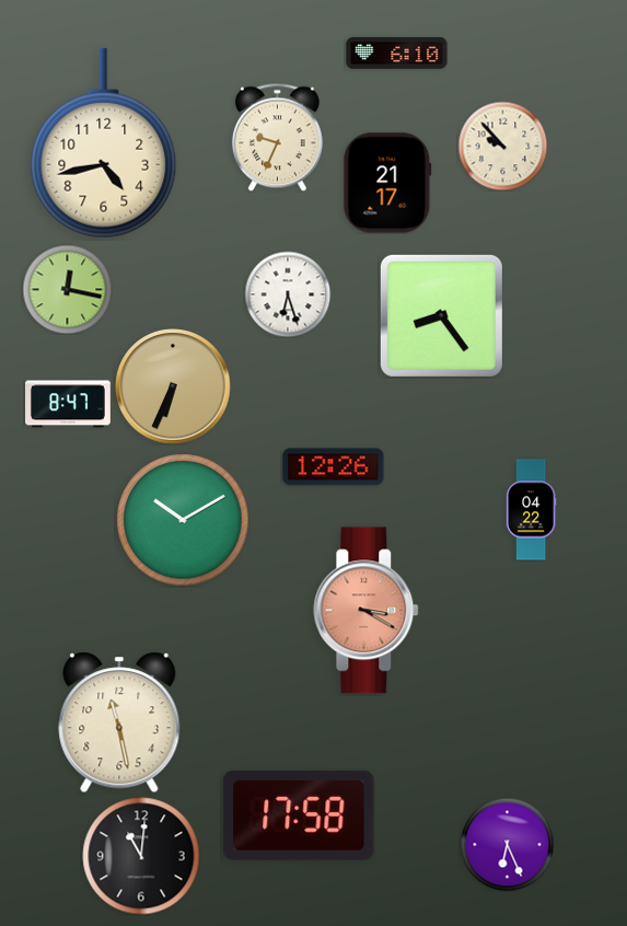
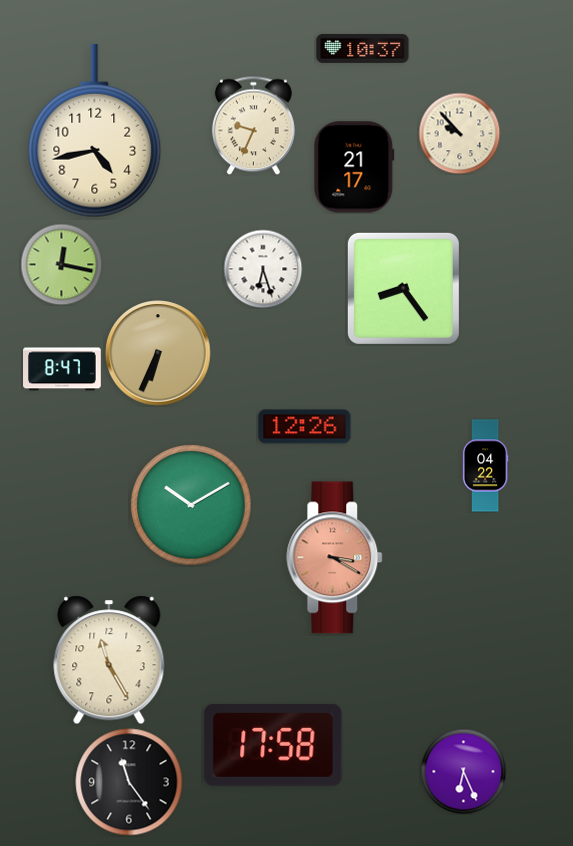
clock at (397, 53): 6:10 -> 10:37
clock at (183, 520) position: (183, 520) -> (191, 505)
clock at (119, 722): 11:28 -> 11:25
clock at (141, 856): 11:01 -> 11:24
